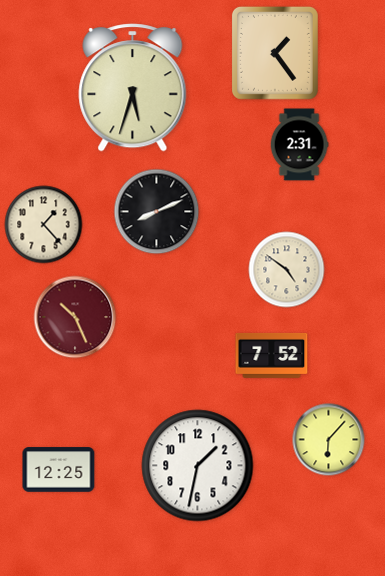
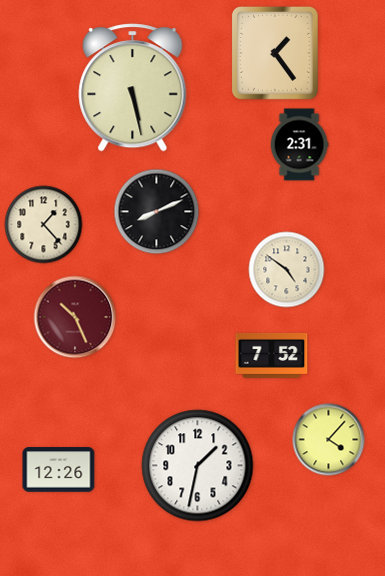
clock at (133, 88): 5:33 -> 5:28
clock at (329, 440): 6:07 -> 4:07
clock at (59, 470): 12:25 -> 12:26
